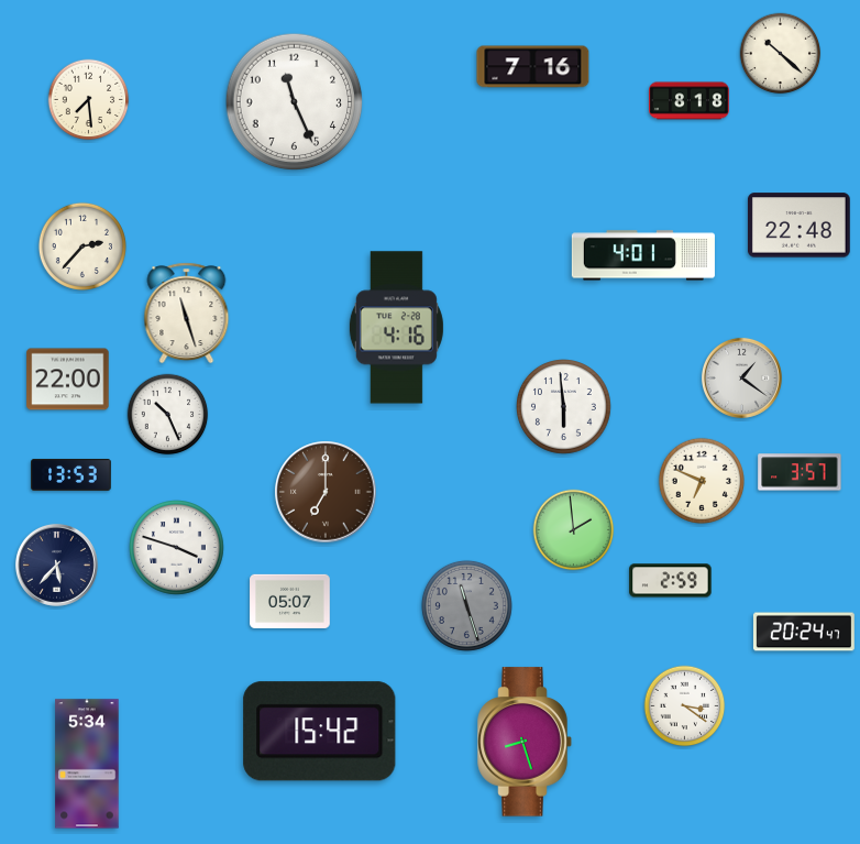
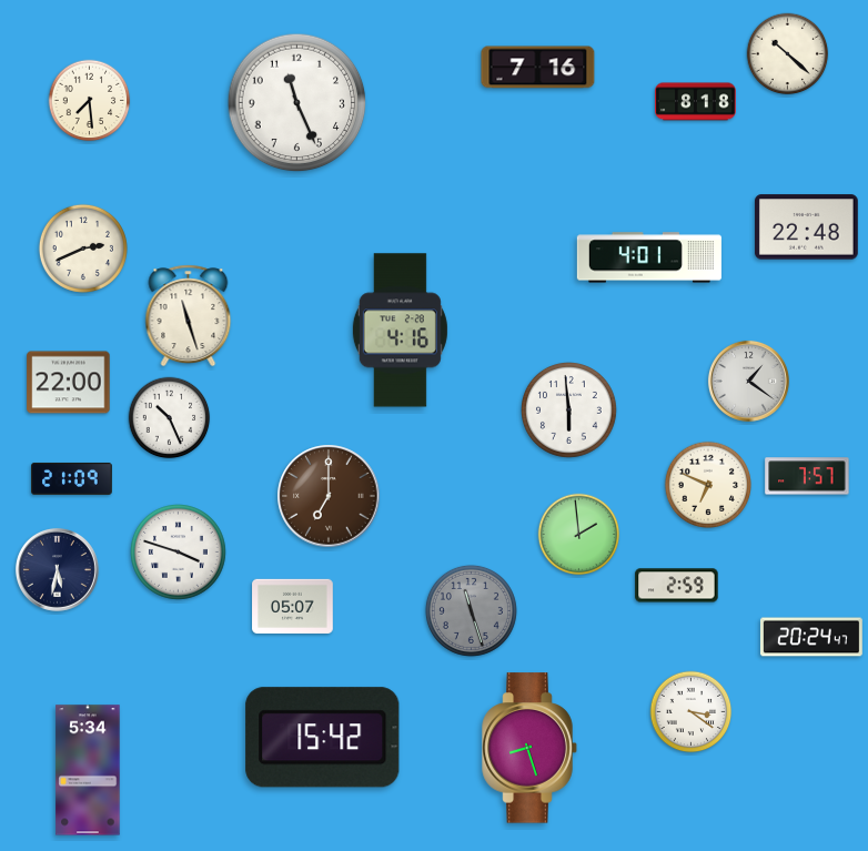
clock at (82, 246): 2:37 -> 2:41
clock at (800, 472): 3:57 -> 7:57
clock at (71, 474): 13:53 -> 21:09
clock at (56, 565): 5:37 -> 5:32
